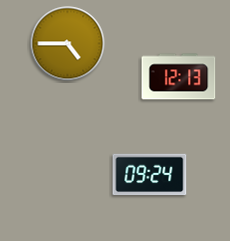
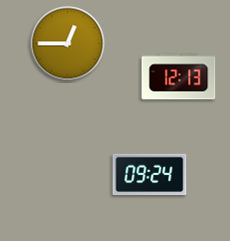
clock at (68, 44): 4:45 -> 12:45
